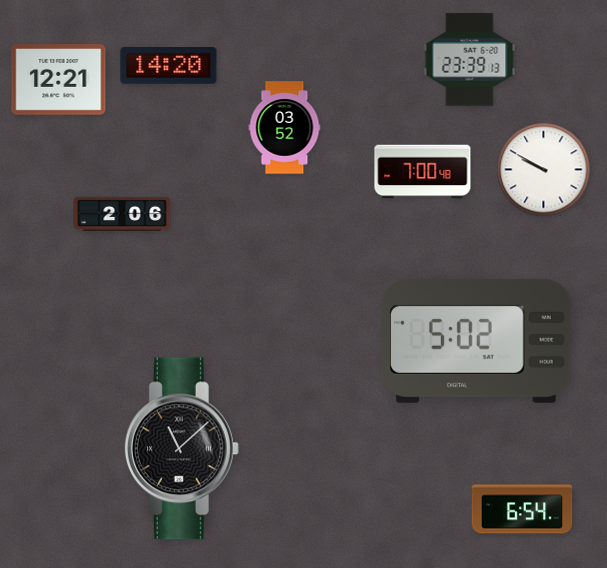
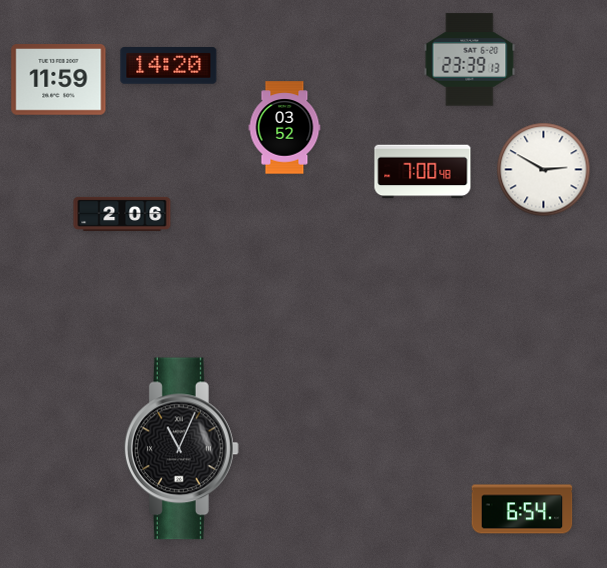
clock at (59, 80): 12:21 -> 11:59
clock at (544, 170): 9:50 -> 2:50
clock at (476, 341): 5:02 -> none
clock at (181, 449): 11:08 -> 11:04
